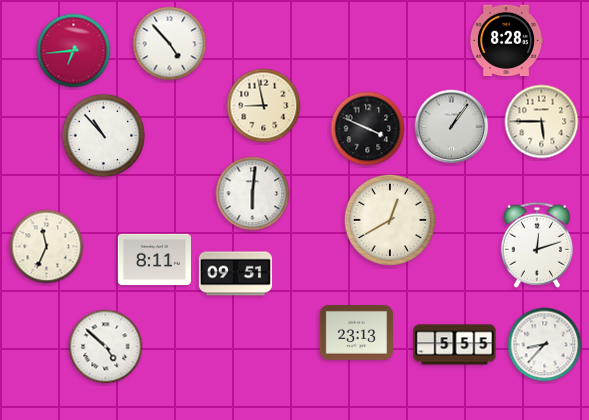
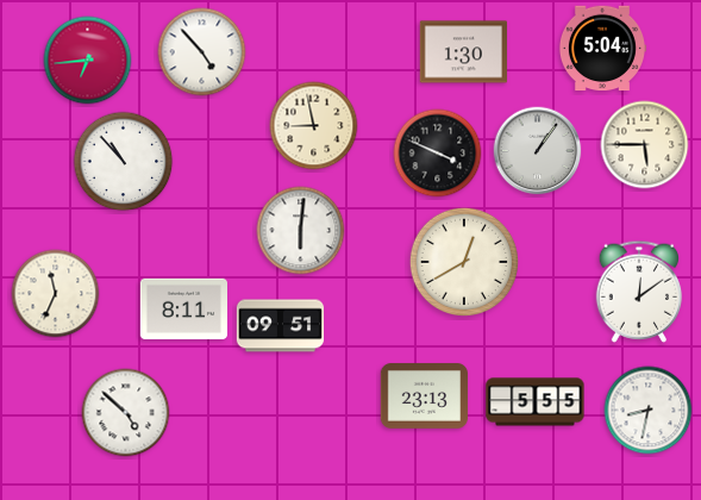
clock at (505, 41): 8:28 -> 5:04
clock at (463, 52): none -> 1:30
clock at (537, 245): 12:12 -> 12:09
clock at (455, 345) position: (455, 345) -> (536, 402)
clock at (545, 345): 8:37 -> 8:32
